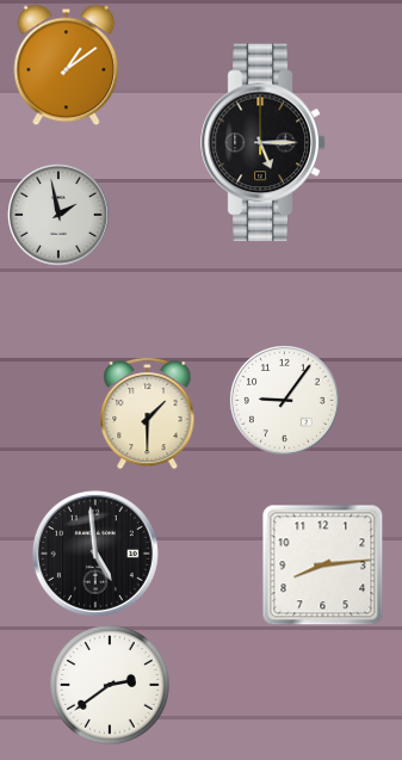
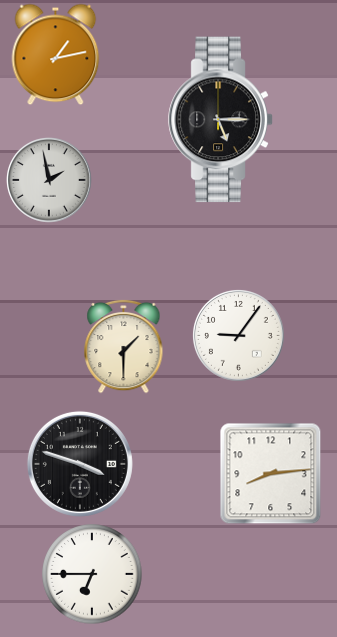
clock at (67, 66): 1:09 -> 1:13
clock at (95, 554): 4:59 -> 3:48
clock at (110, 685): 2:39 -> 6:45
